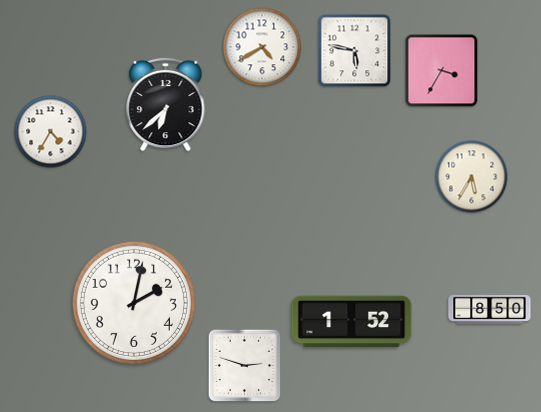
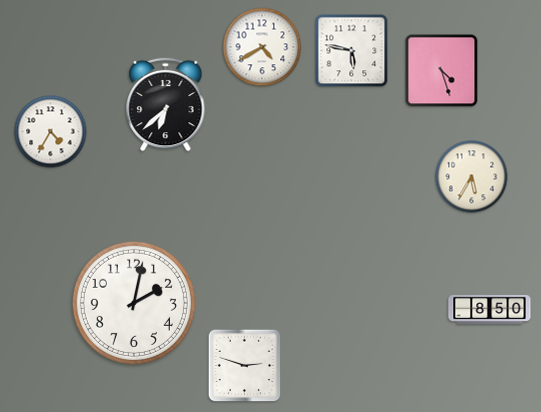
clock at (355, 51) position: (355, 51) -> (352, 51)
clock at (442, 71): 3:35 -> 4:27
clock at (352, 322): 1:52 -> none
